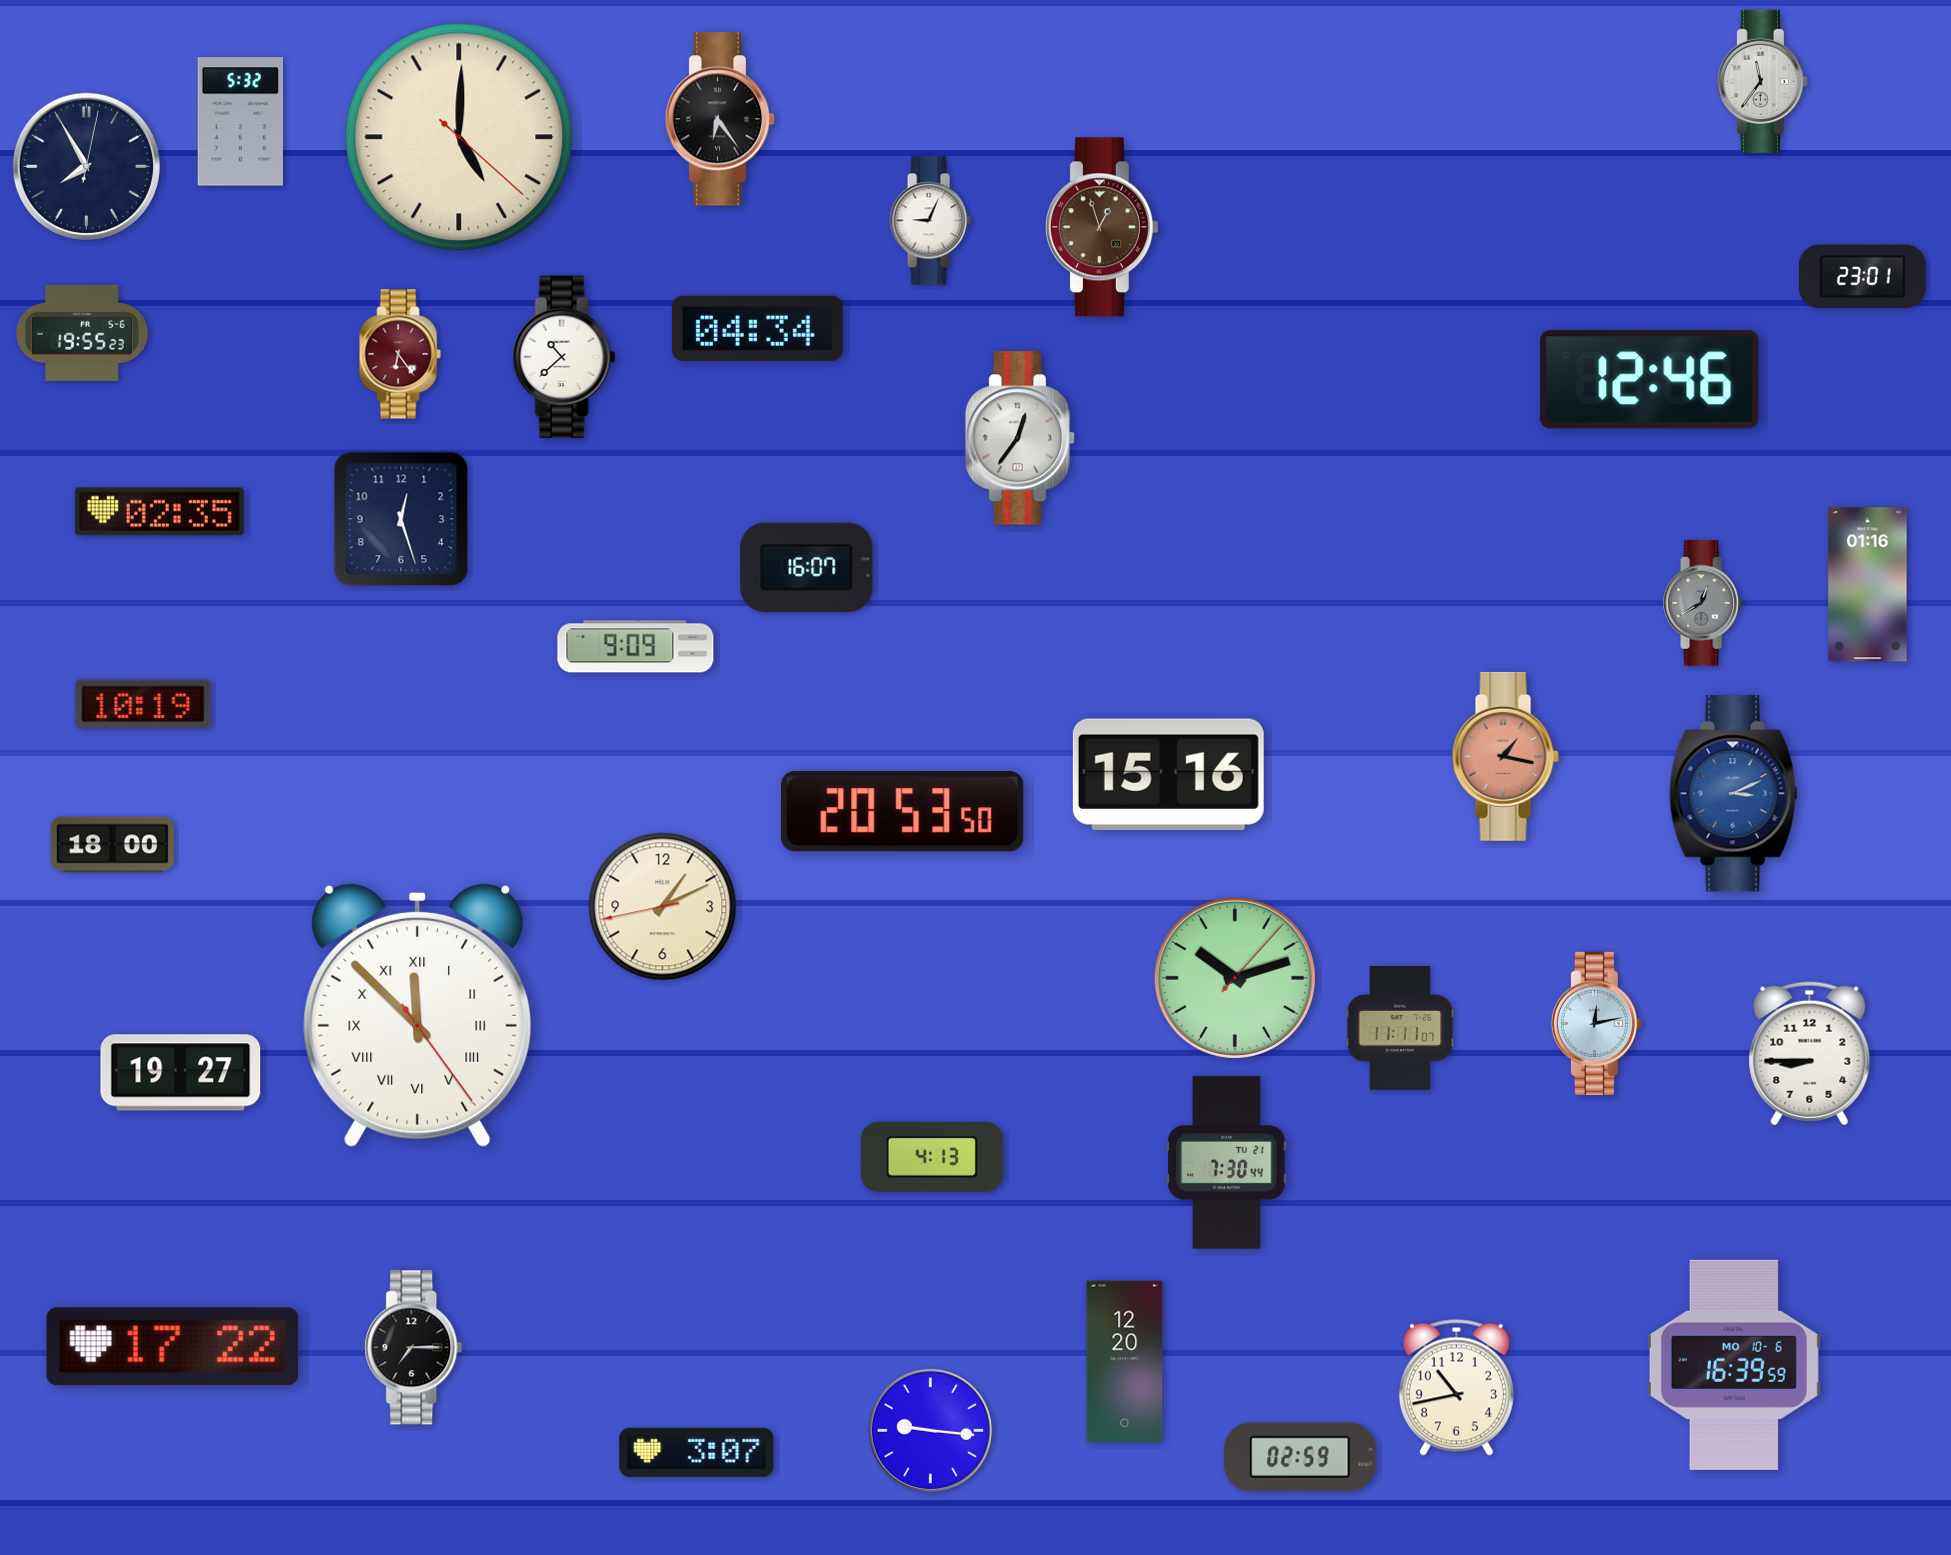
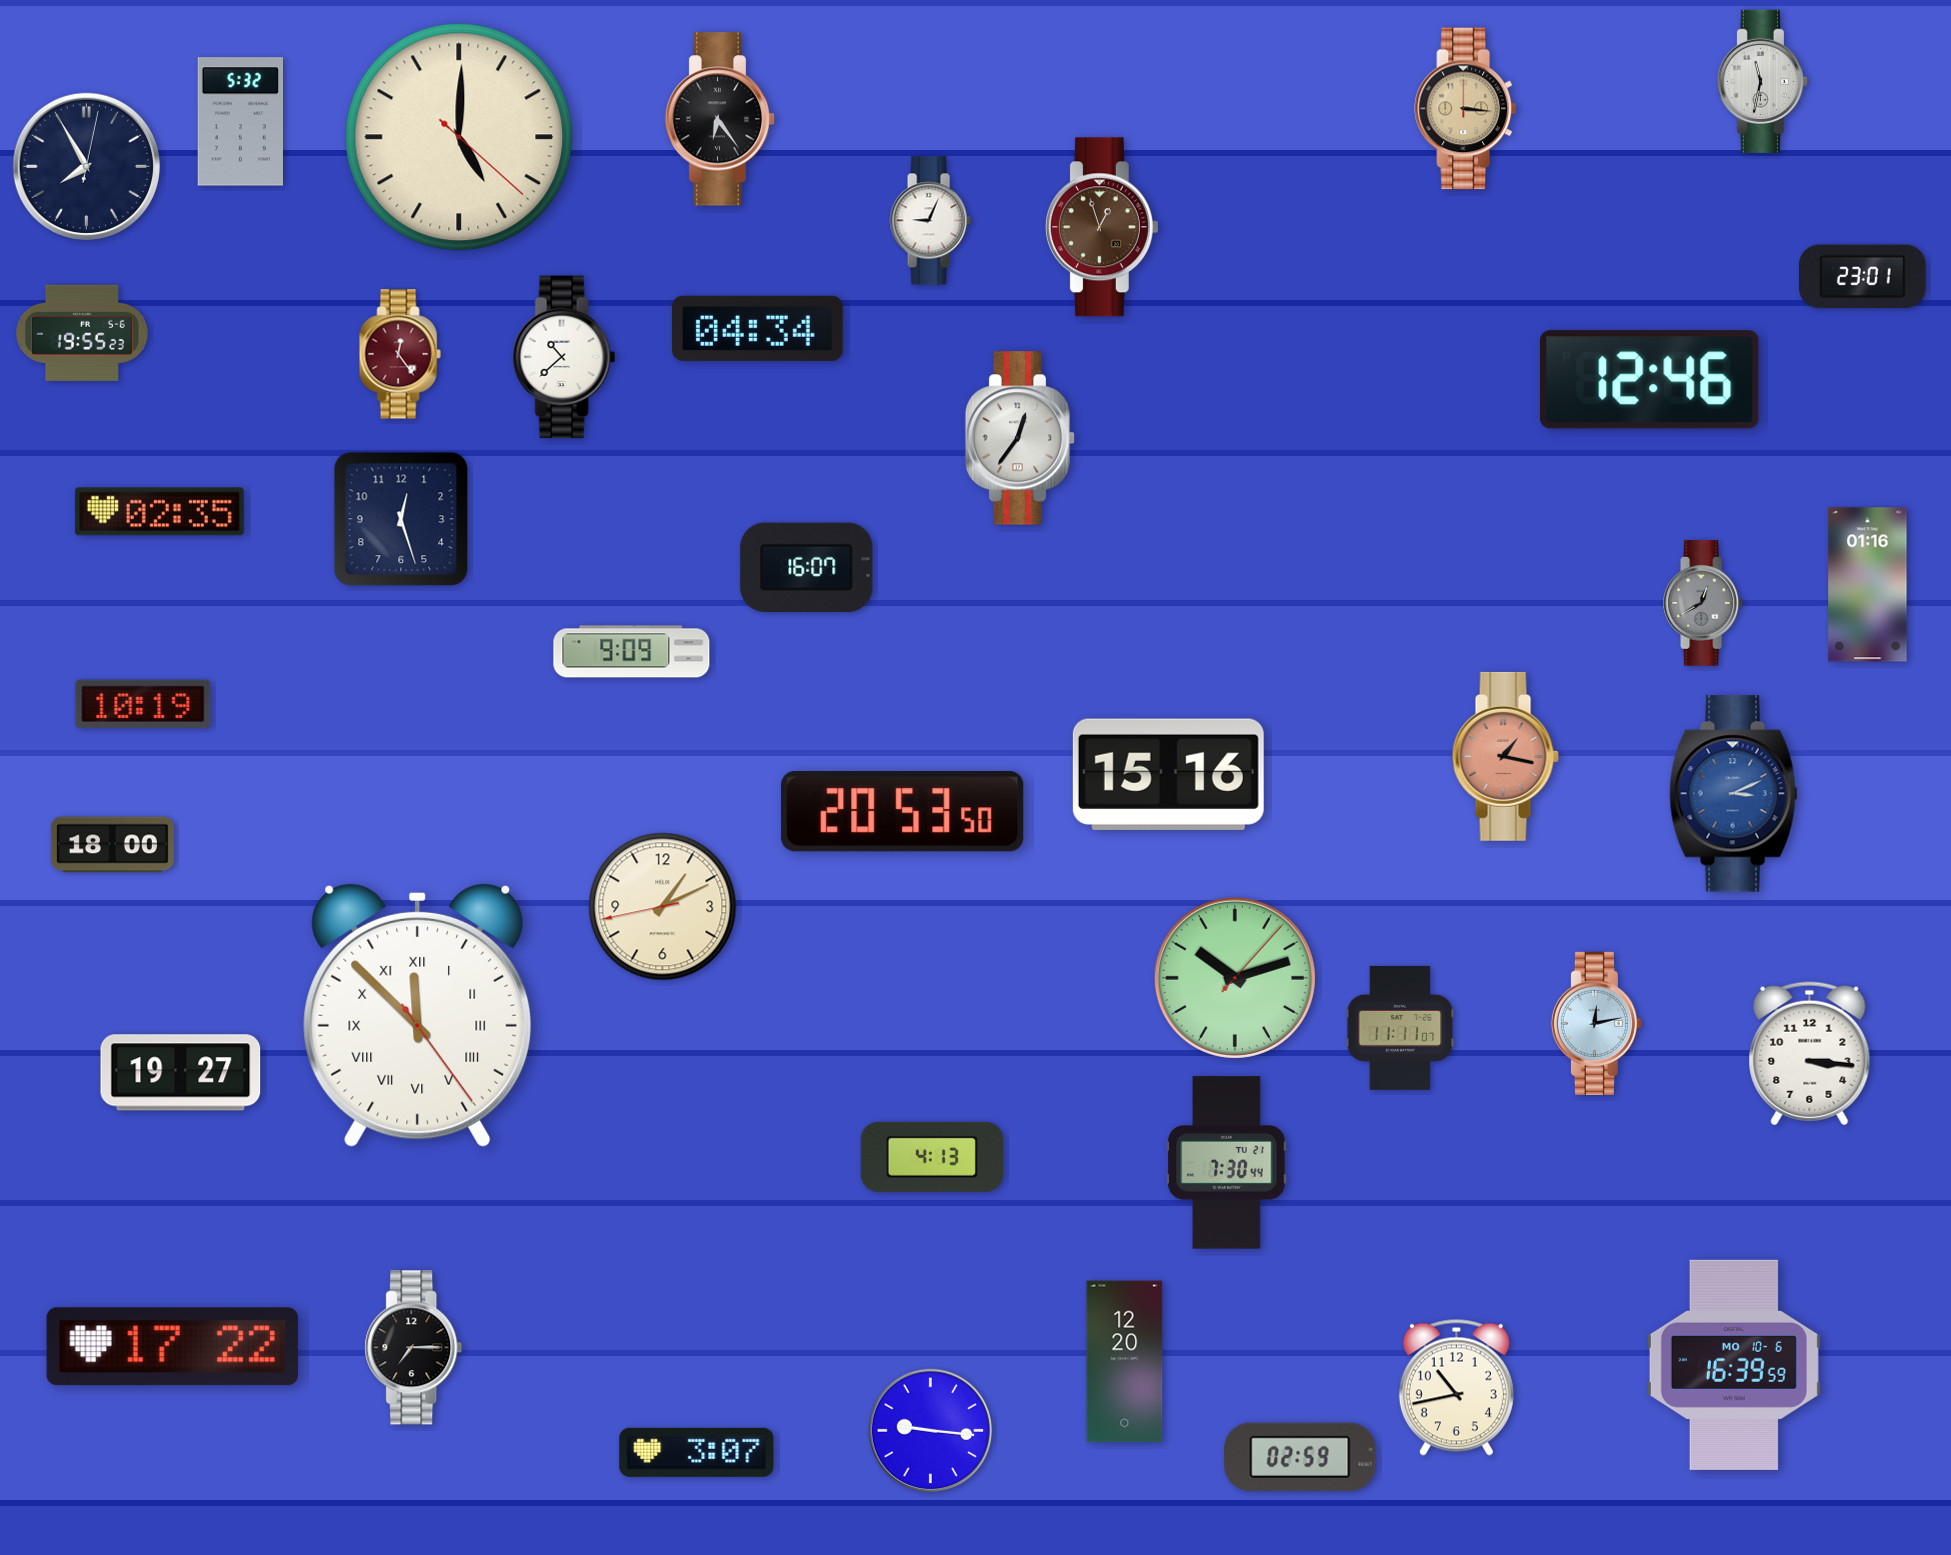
clock at (1762, 81): 11:36 -> 11:32
clock at (1466, 109): none -> 3:16
clock at (400, 354): 6:24 -> 12:24
clock at (636, 647) position: (636, 647) -> (632, 652)
clock at (1810, 1054): 8:45 -> 3:16
